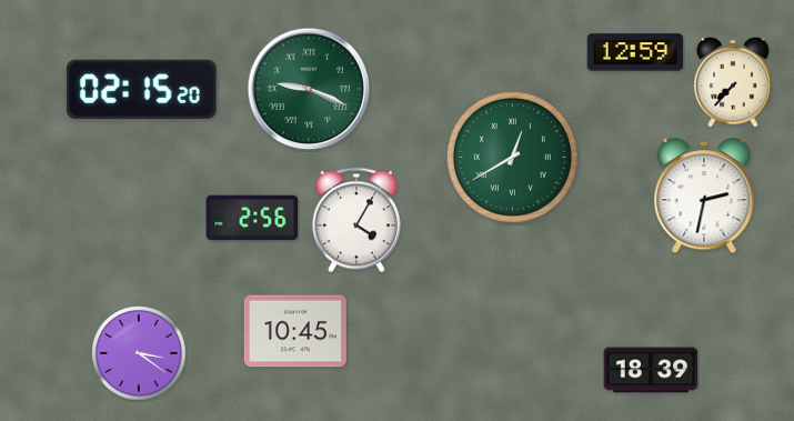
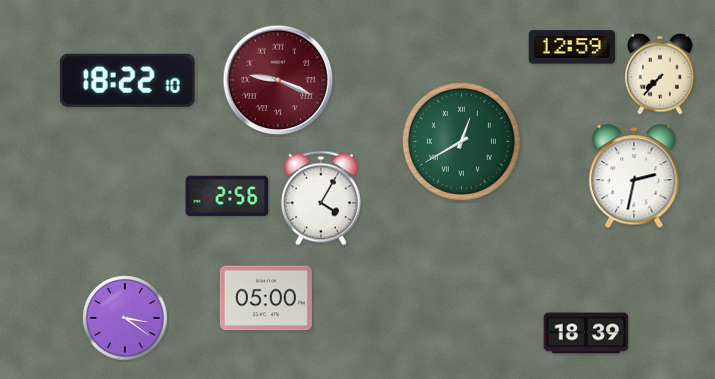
clock at (141, 89): 02:15 -> 18:22
clock at (309, 89) dial: green -> burgundy
clock at (295, 331): 10:45 -> 05:00
